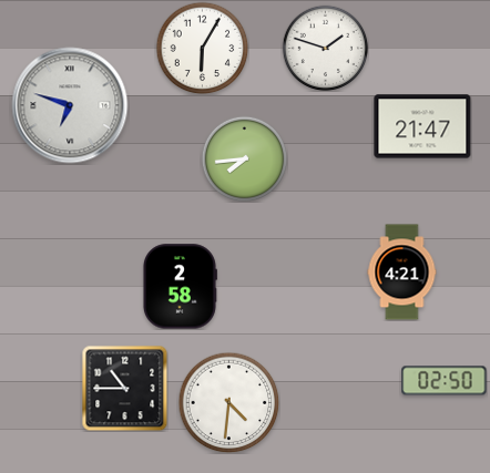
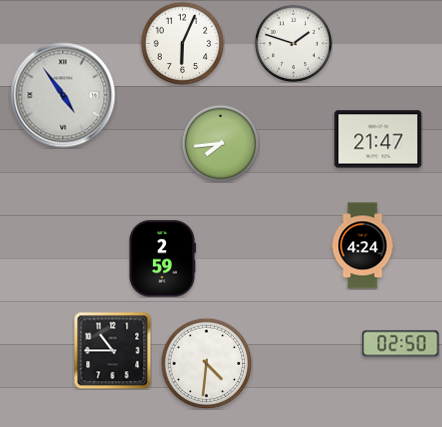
clock at (202, 48): 6:05 -> 6:04
clock at (70, 105): 6:48 -> 4:54
clock at (422, 126) position: (422, 126) -> (378, 139)
clock at (402, 273): 4:21 -> 4:24
clock at (180, 287): 2:58 -> 2:59
